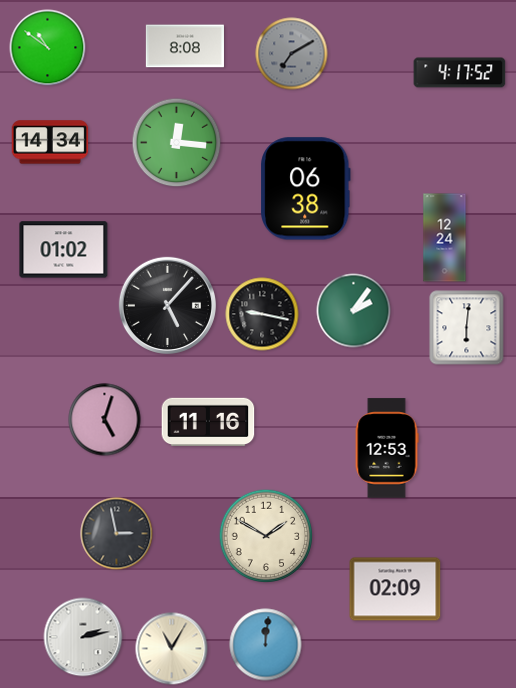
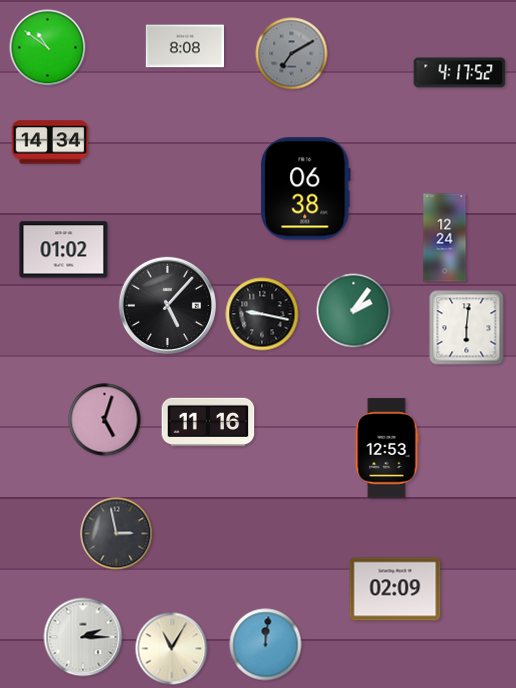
clock at (177, 143): 12:16 -> none
clock at (266, 536): 1:50 -> none
clock at (83, 637): 2:13 -> 2:15
